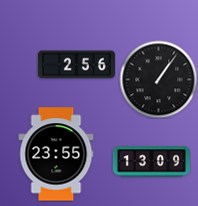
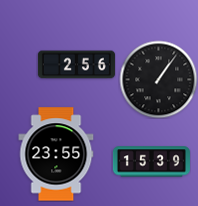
clock at (151, 162): 13:09 -> 15:39
